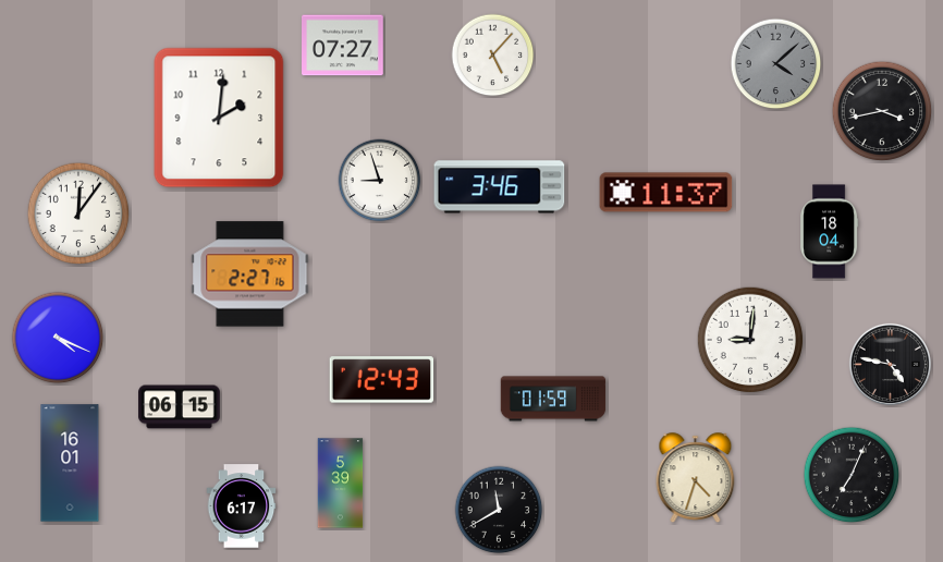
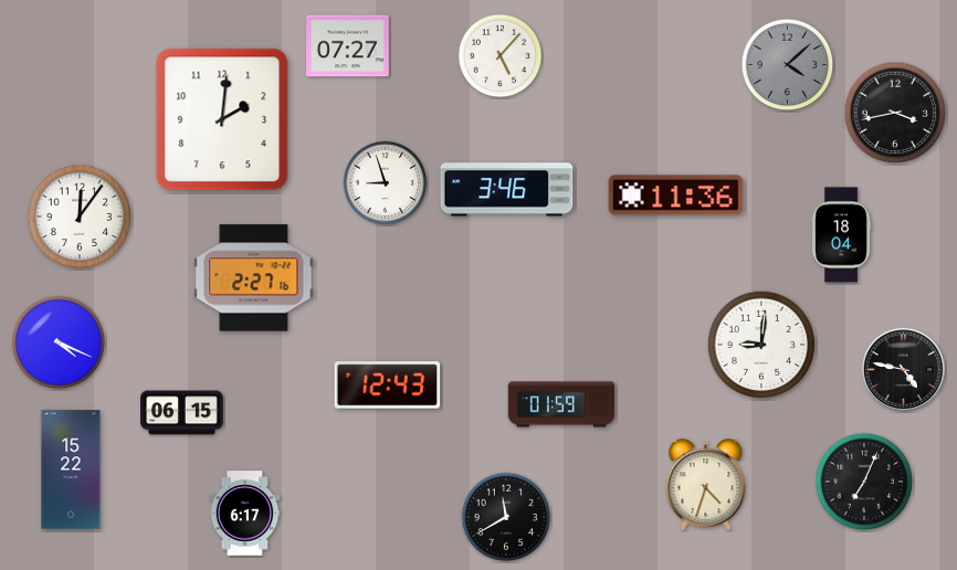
clock at (666, 193): 11:37 -> 11:36
clock at (70, 463): 16:01 -> 15:22
clock at (341, 484): 5:39 -> none
